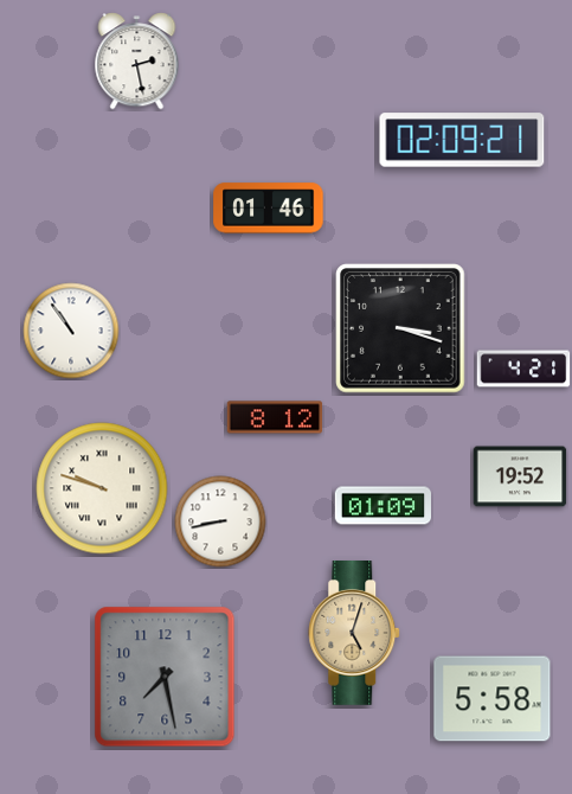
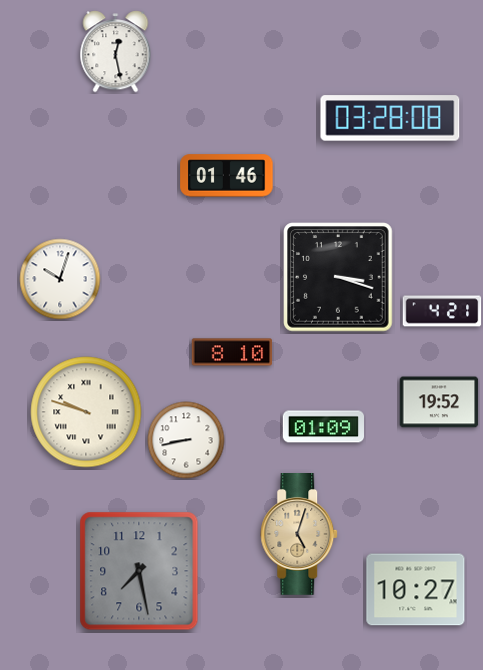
clock at (137, 62): 2:28 -> 12:28
clock at (462, 140): 02:09 -> 03:28
clock at (71, 331): 10:54 -> 10:03
clock at (275, 417): 8:12 -> 8:10
clock at (493, 699): 5:58 -> 10:27
